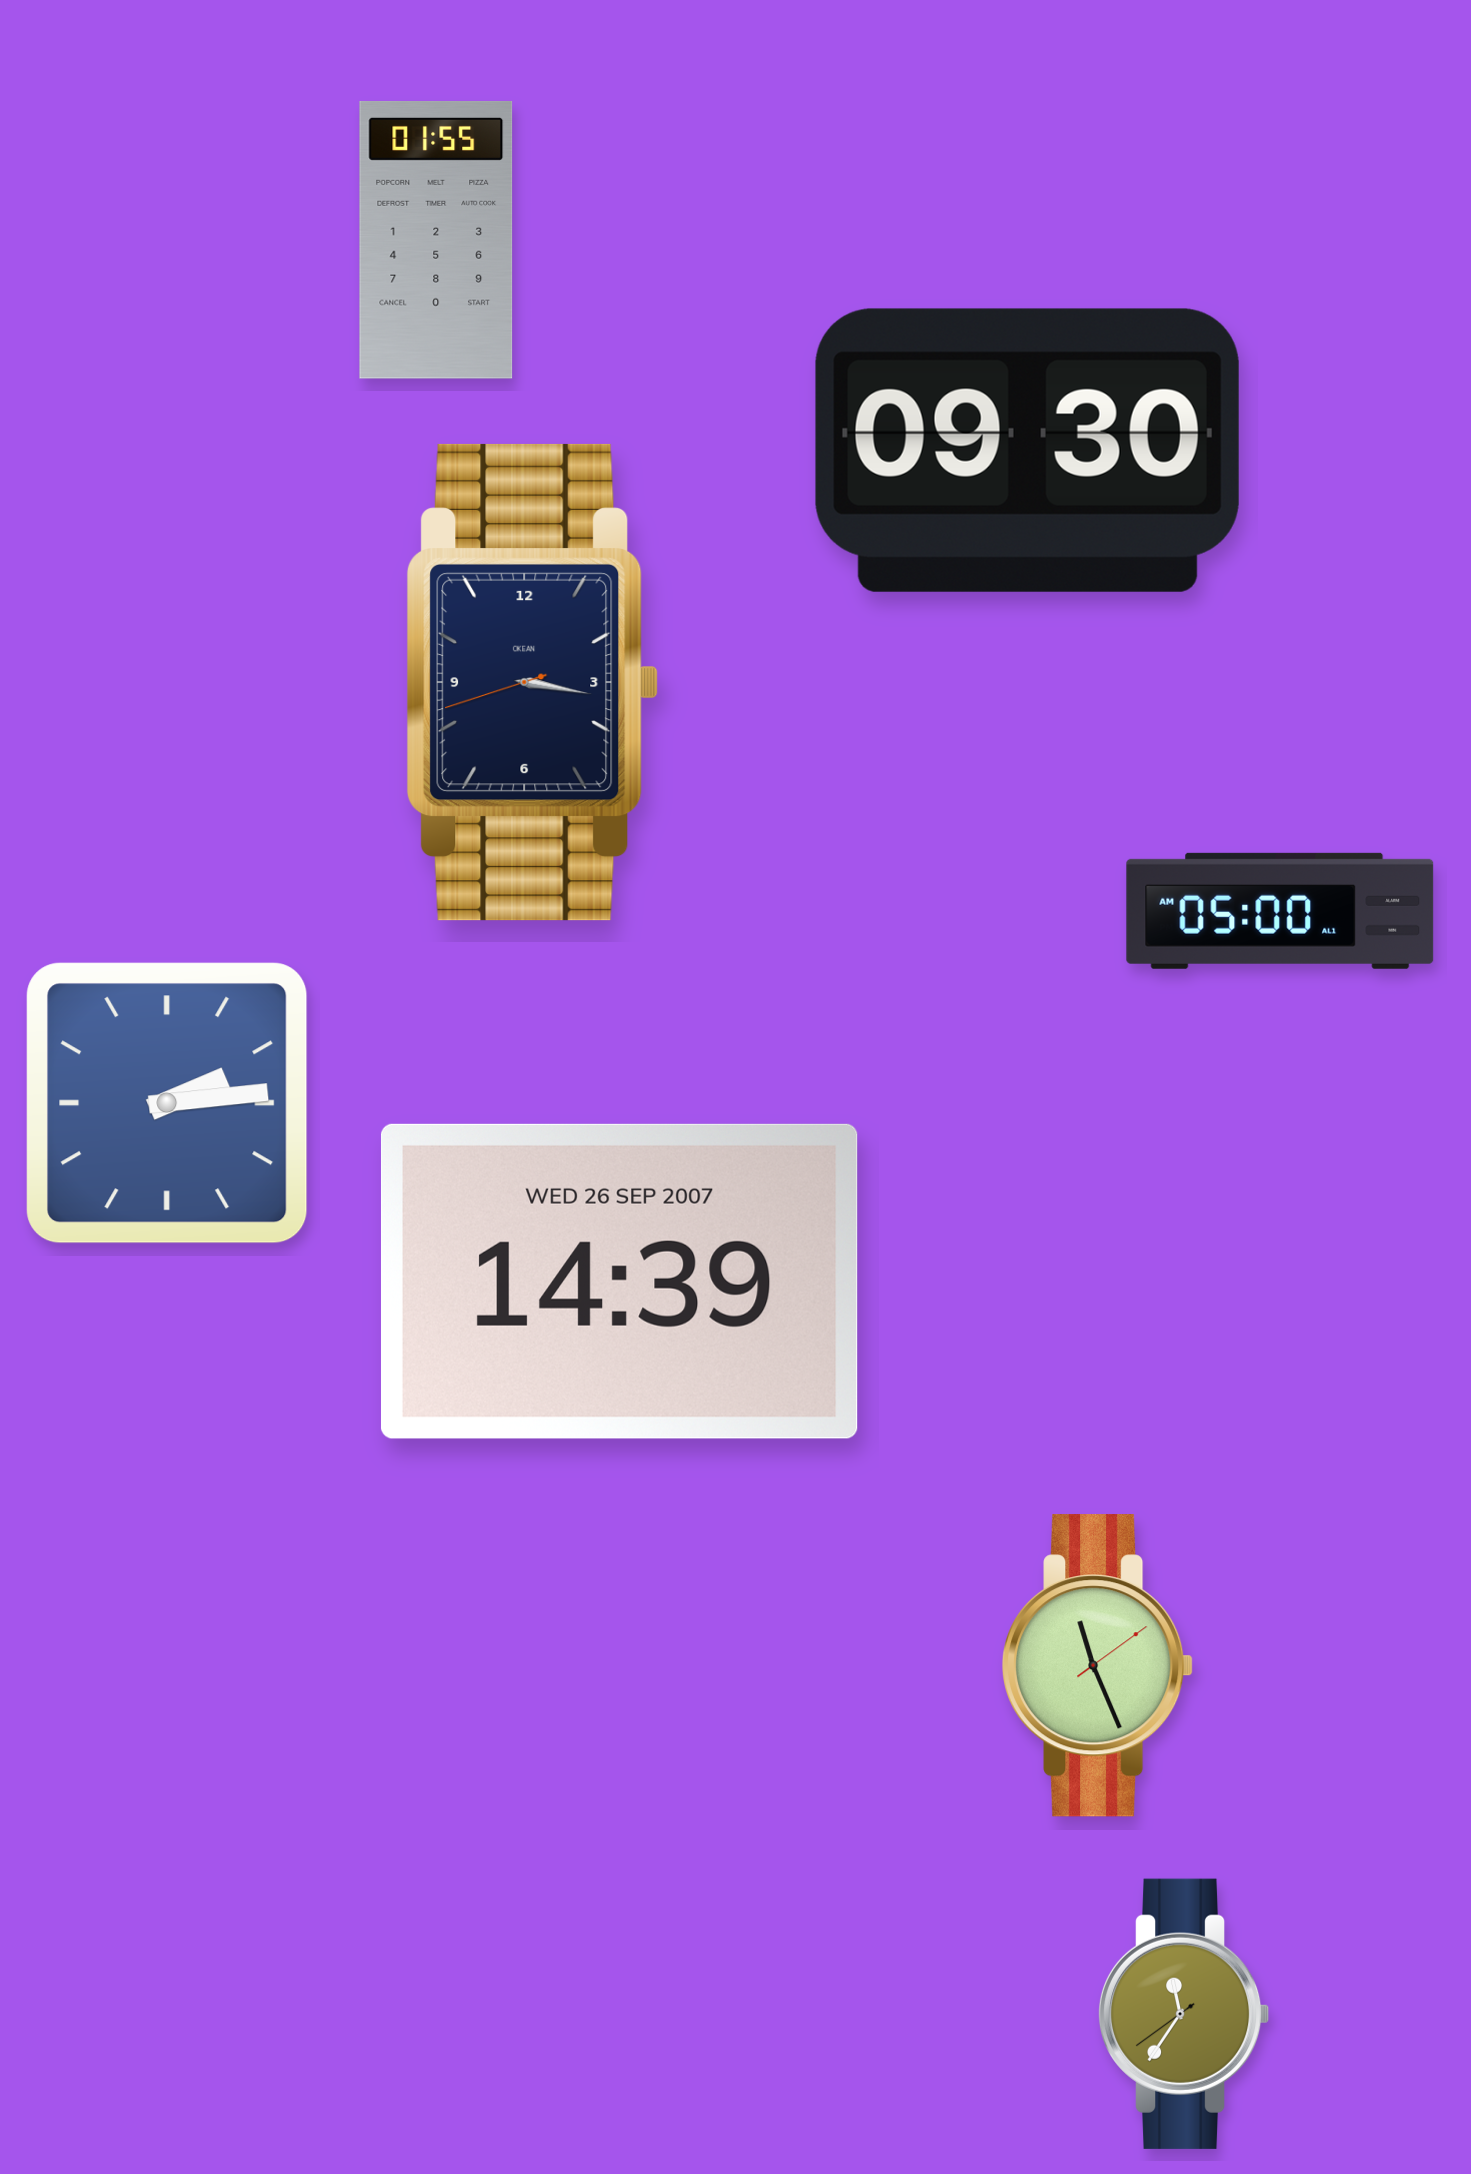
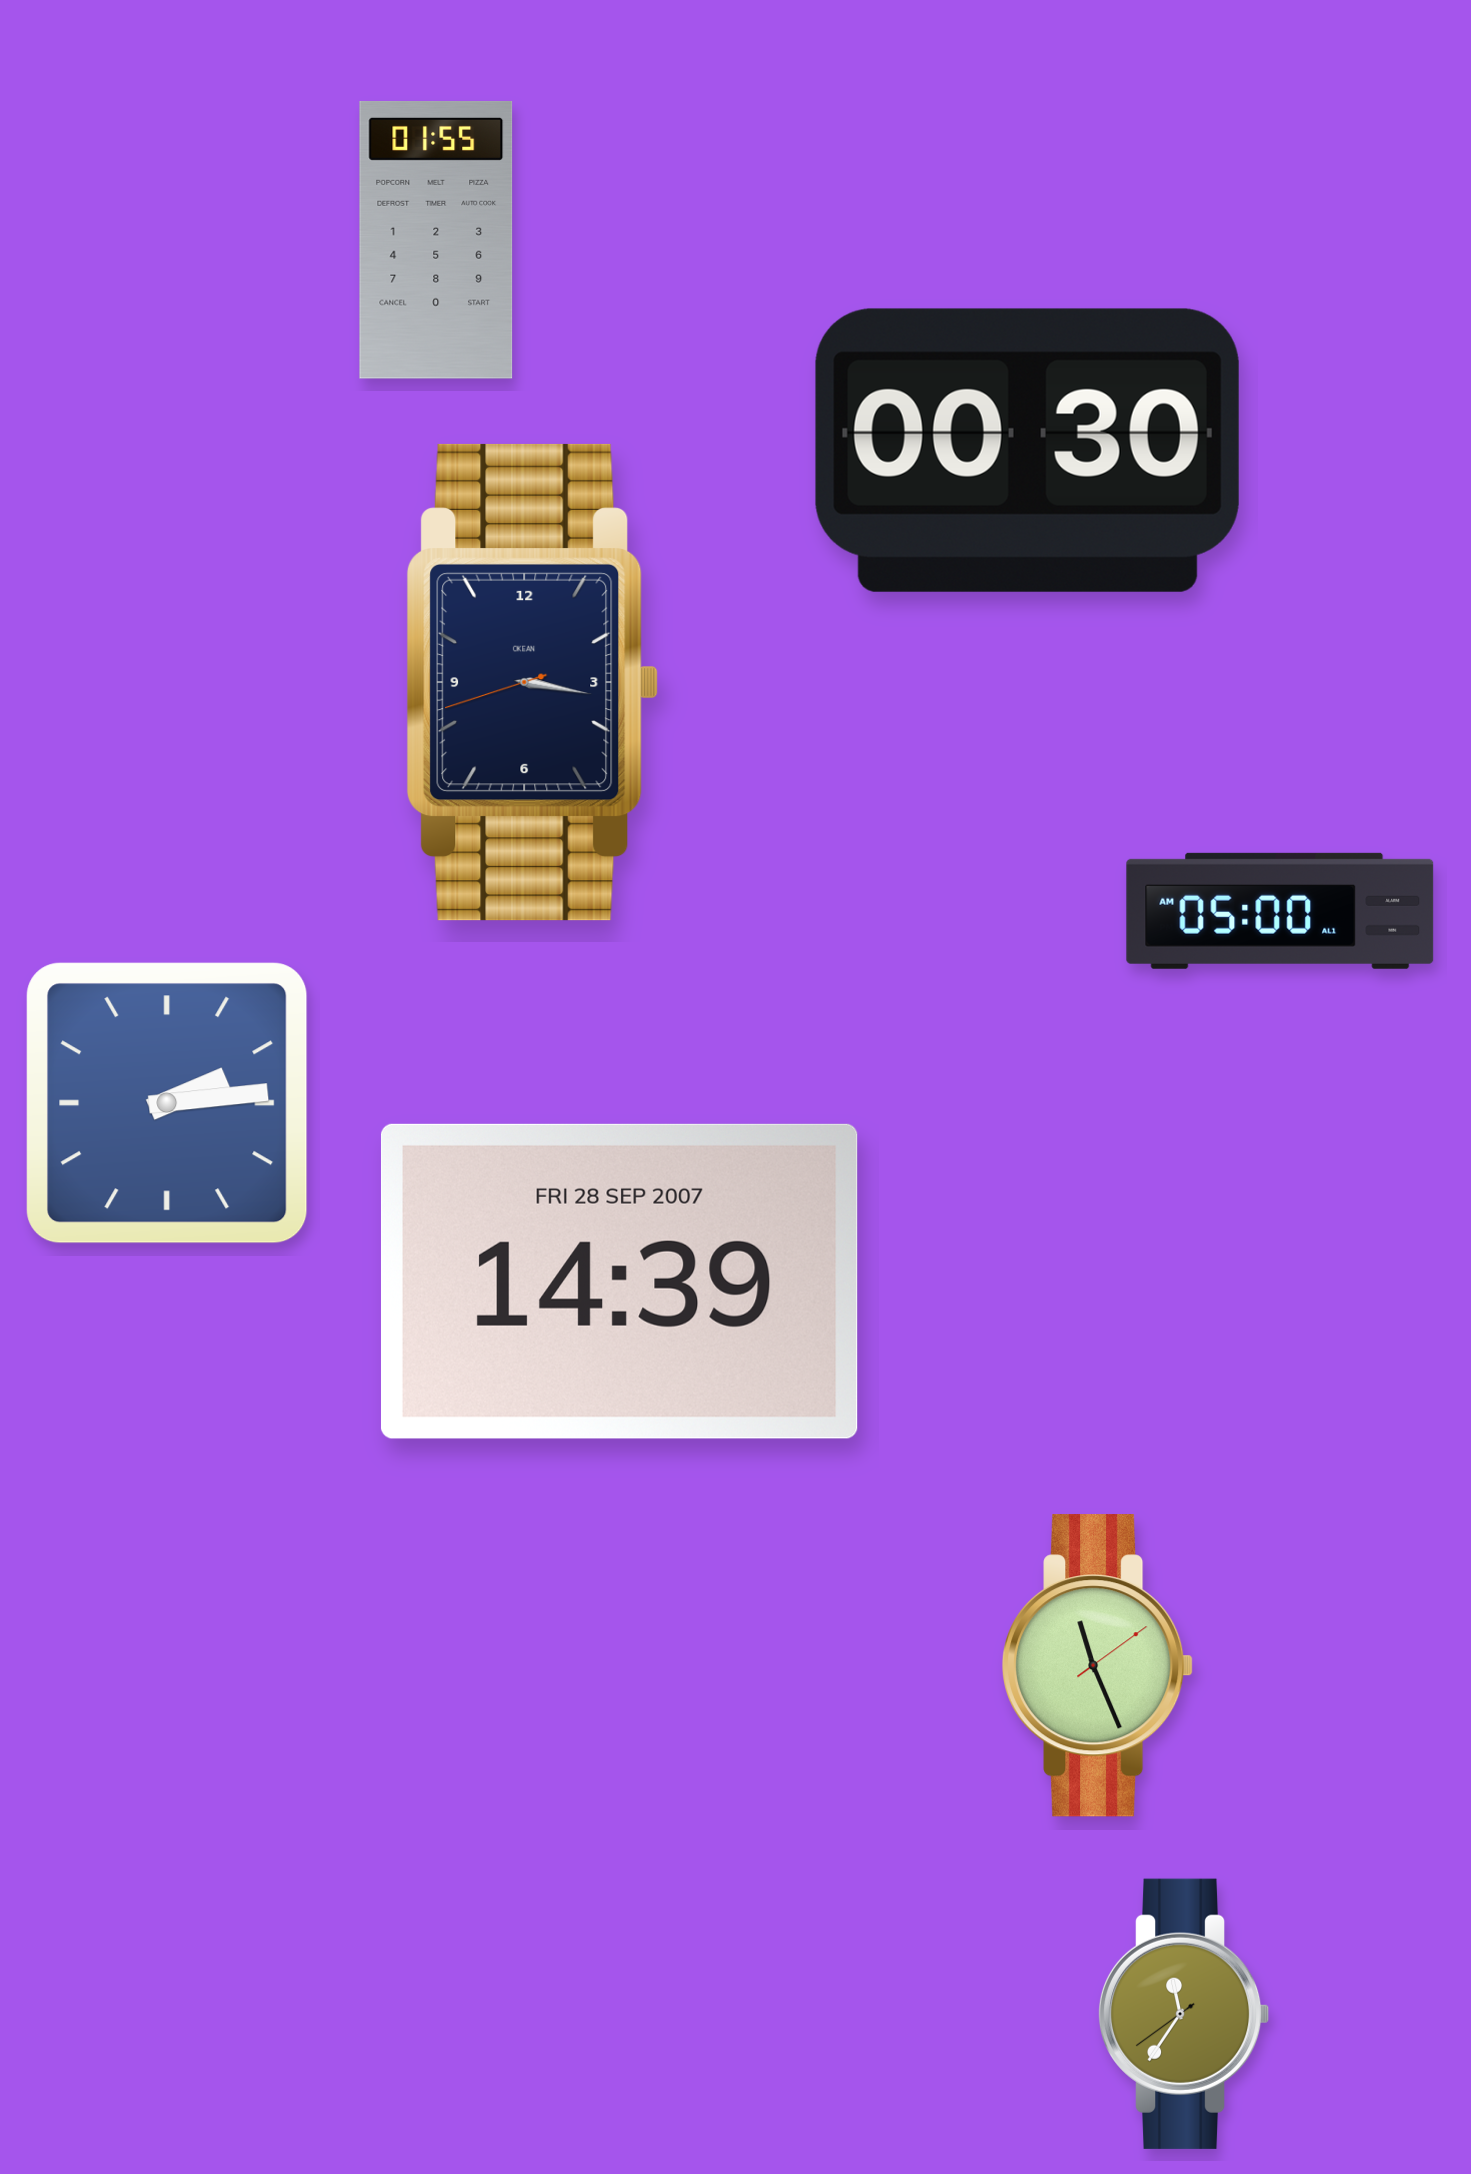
clock at (1027, 450): 09:30 -> 00:30
clock at (619, 1281) date: WED 26 SEP 2007 -> FRI 28 SEP 2007
